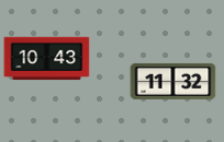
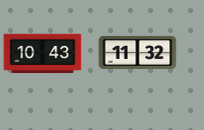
clock at (172, 81) position: (172, 81) -> (137, 52)
